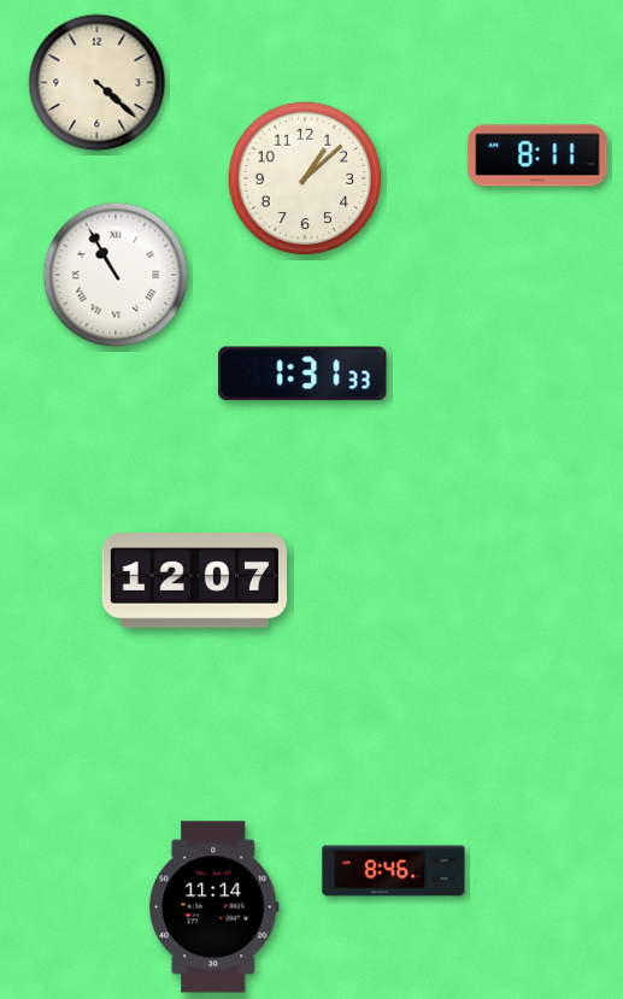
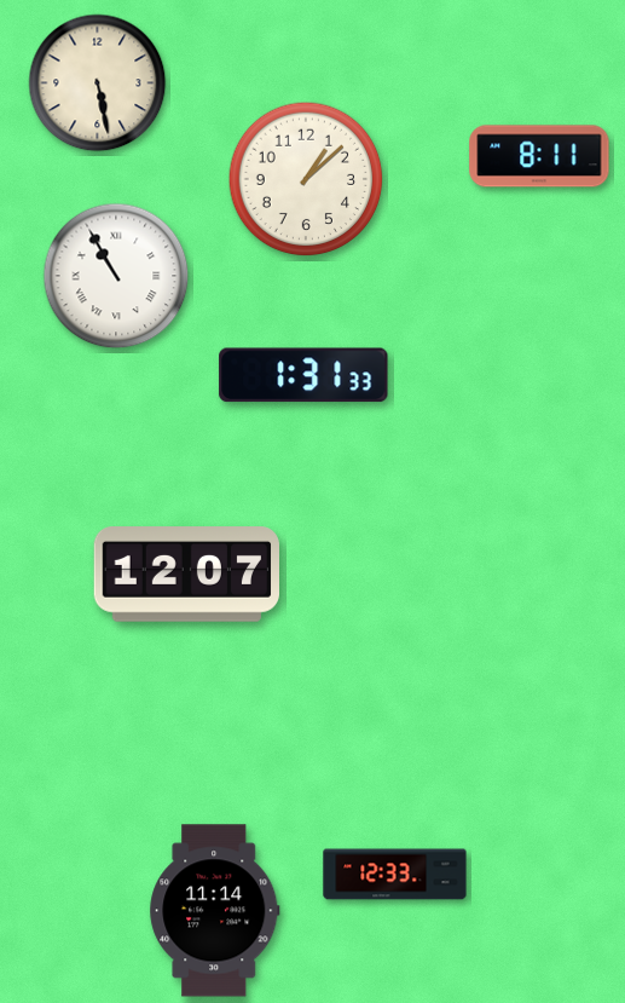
clock at (98, 83): 4:22 -> 5:28
clock at (194, 581) position: (194, 581) -> (186, 575)
clock at (394, 871): 8:46 -> 12:33
